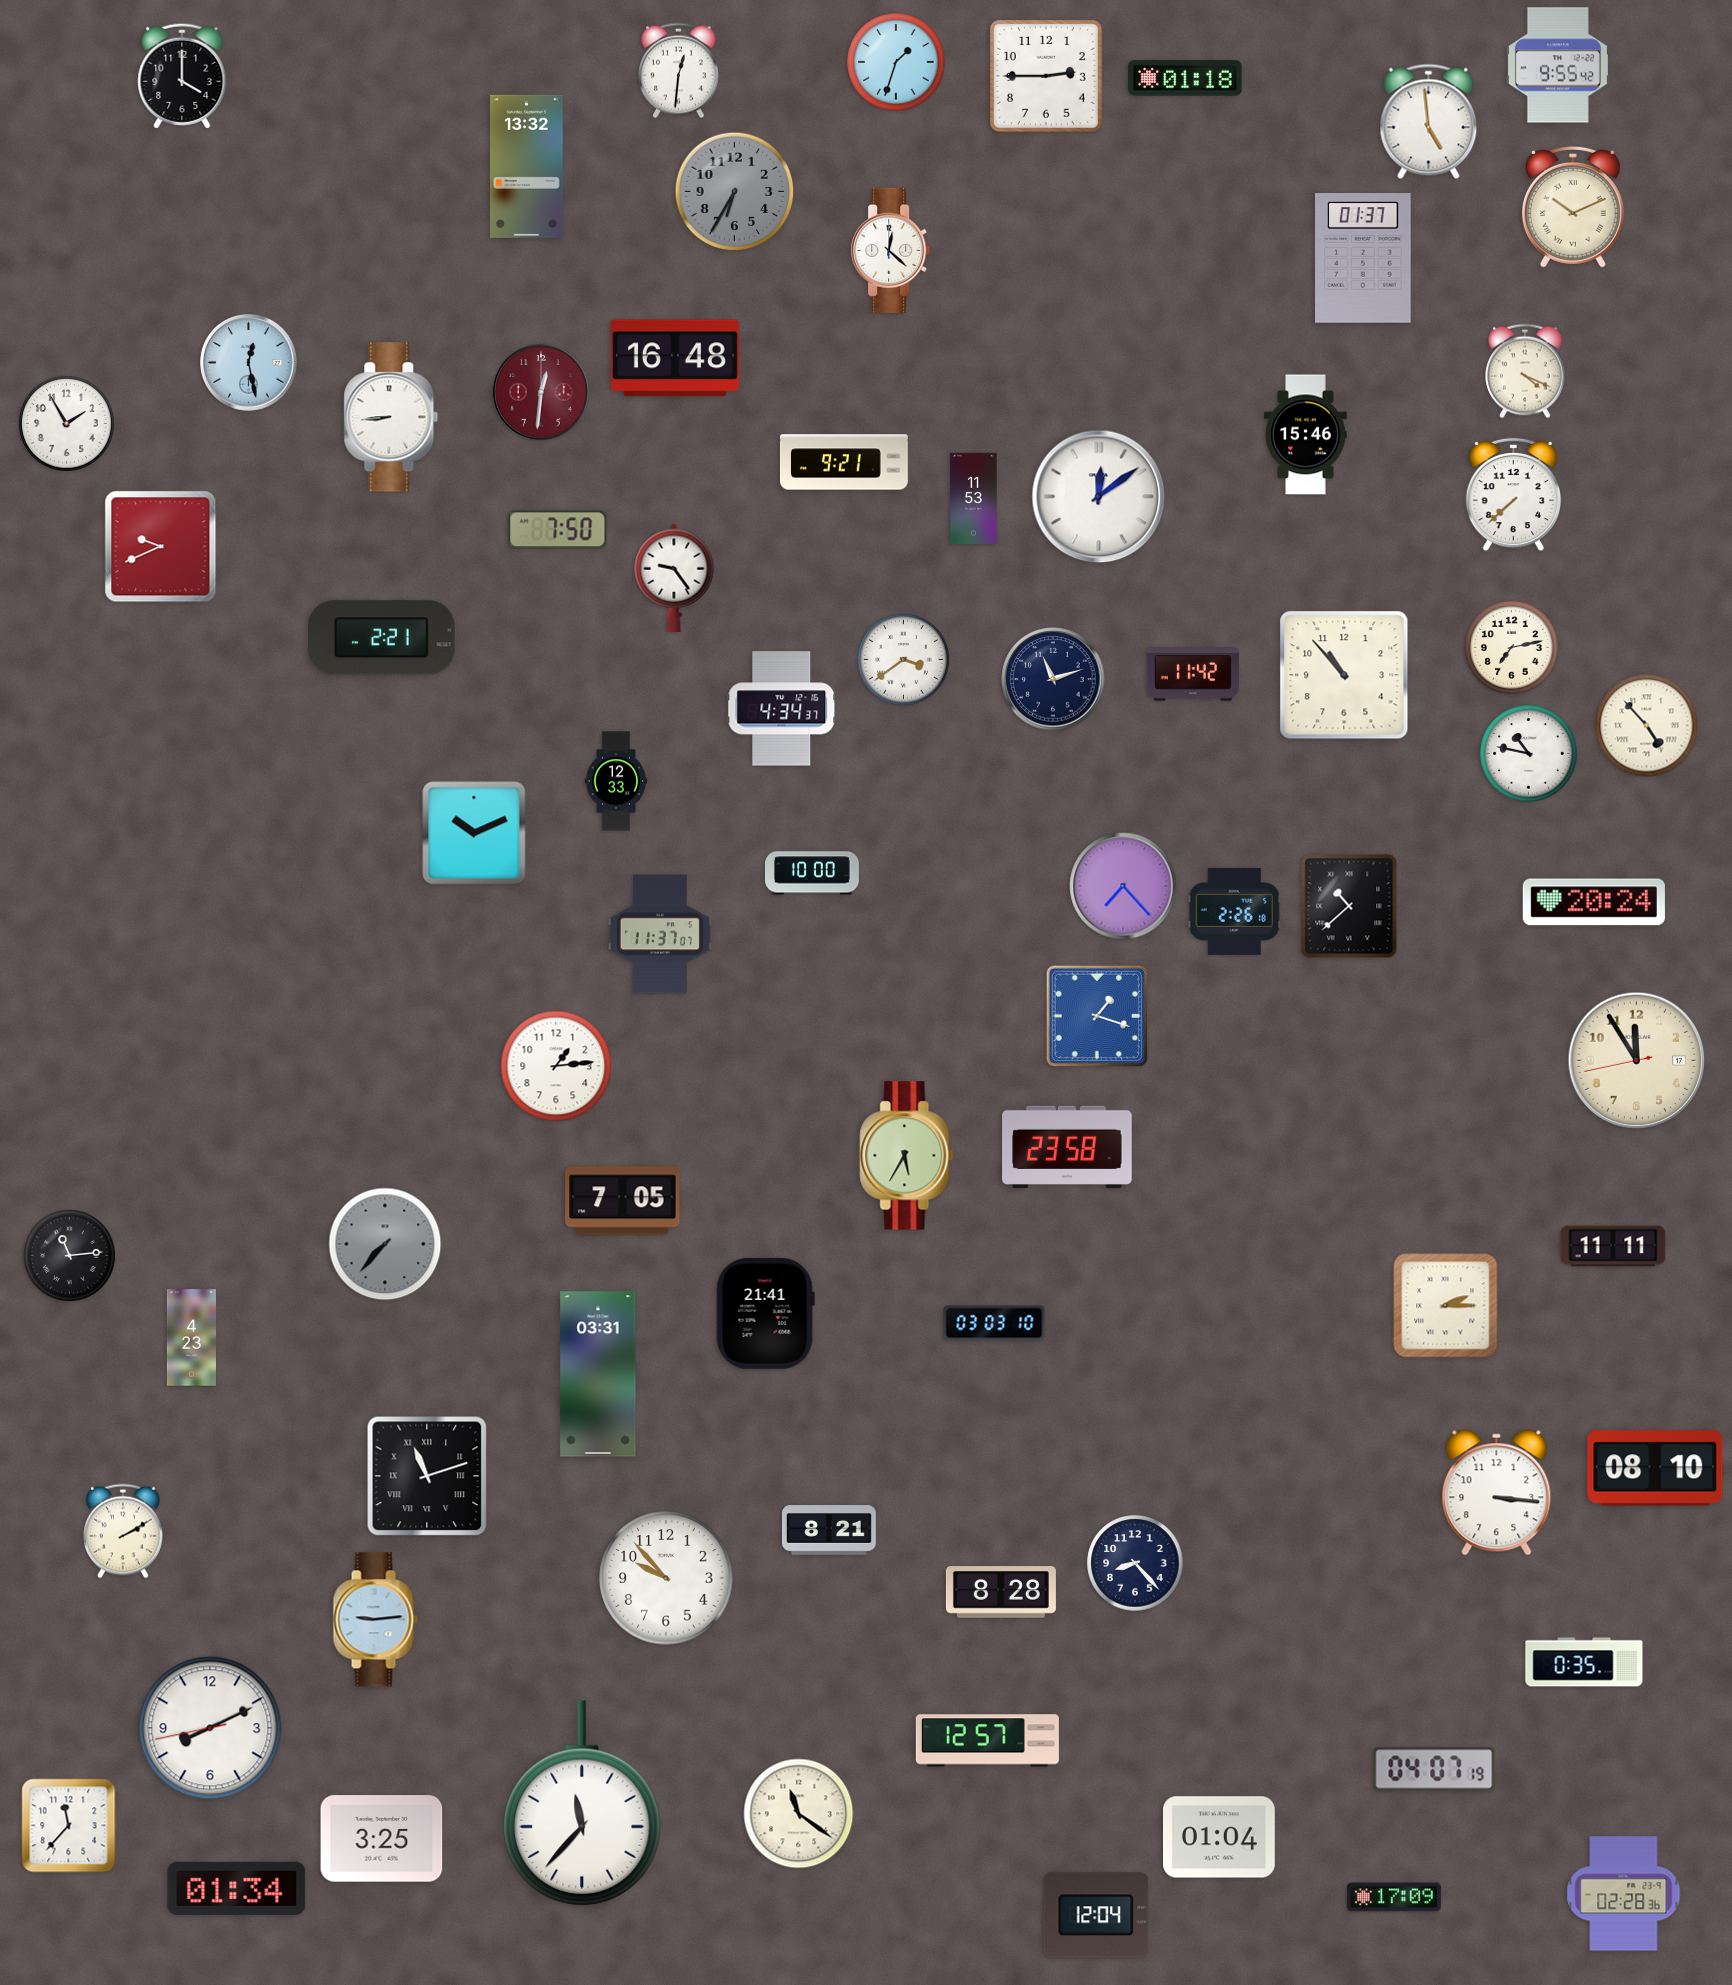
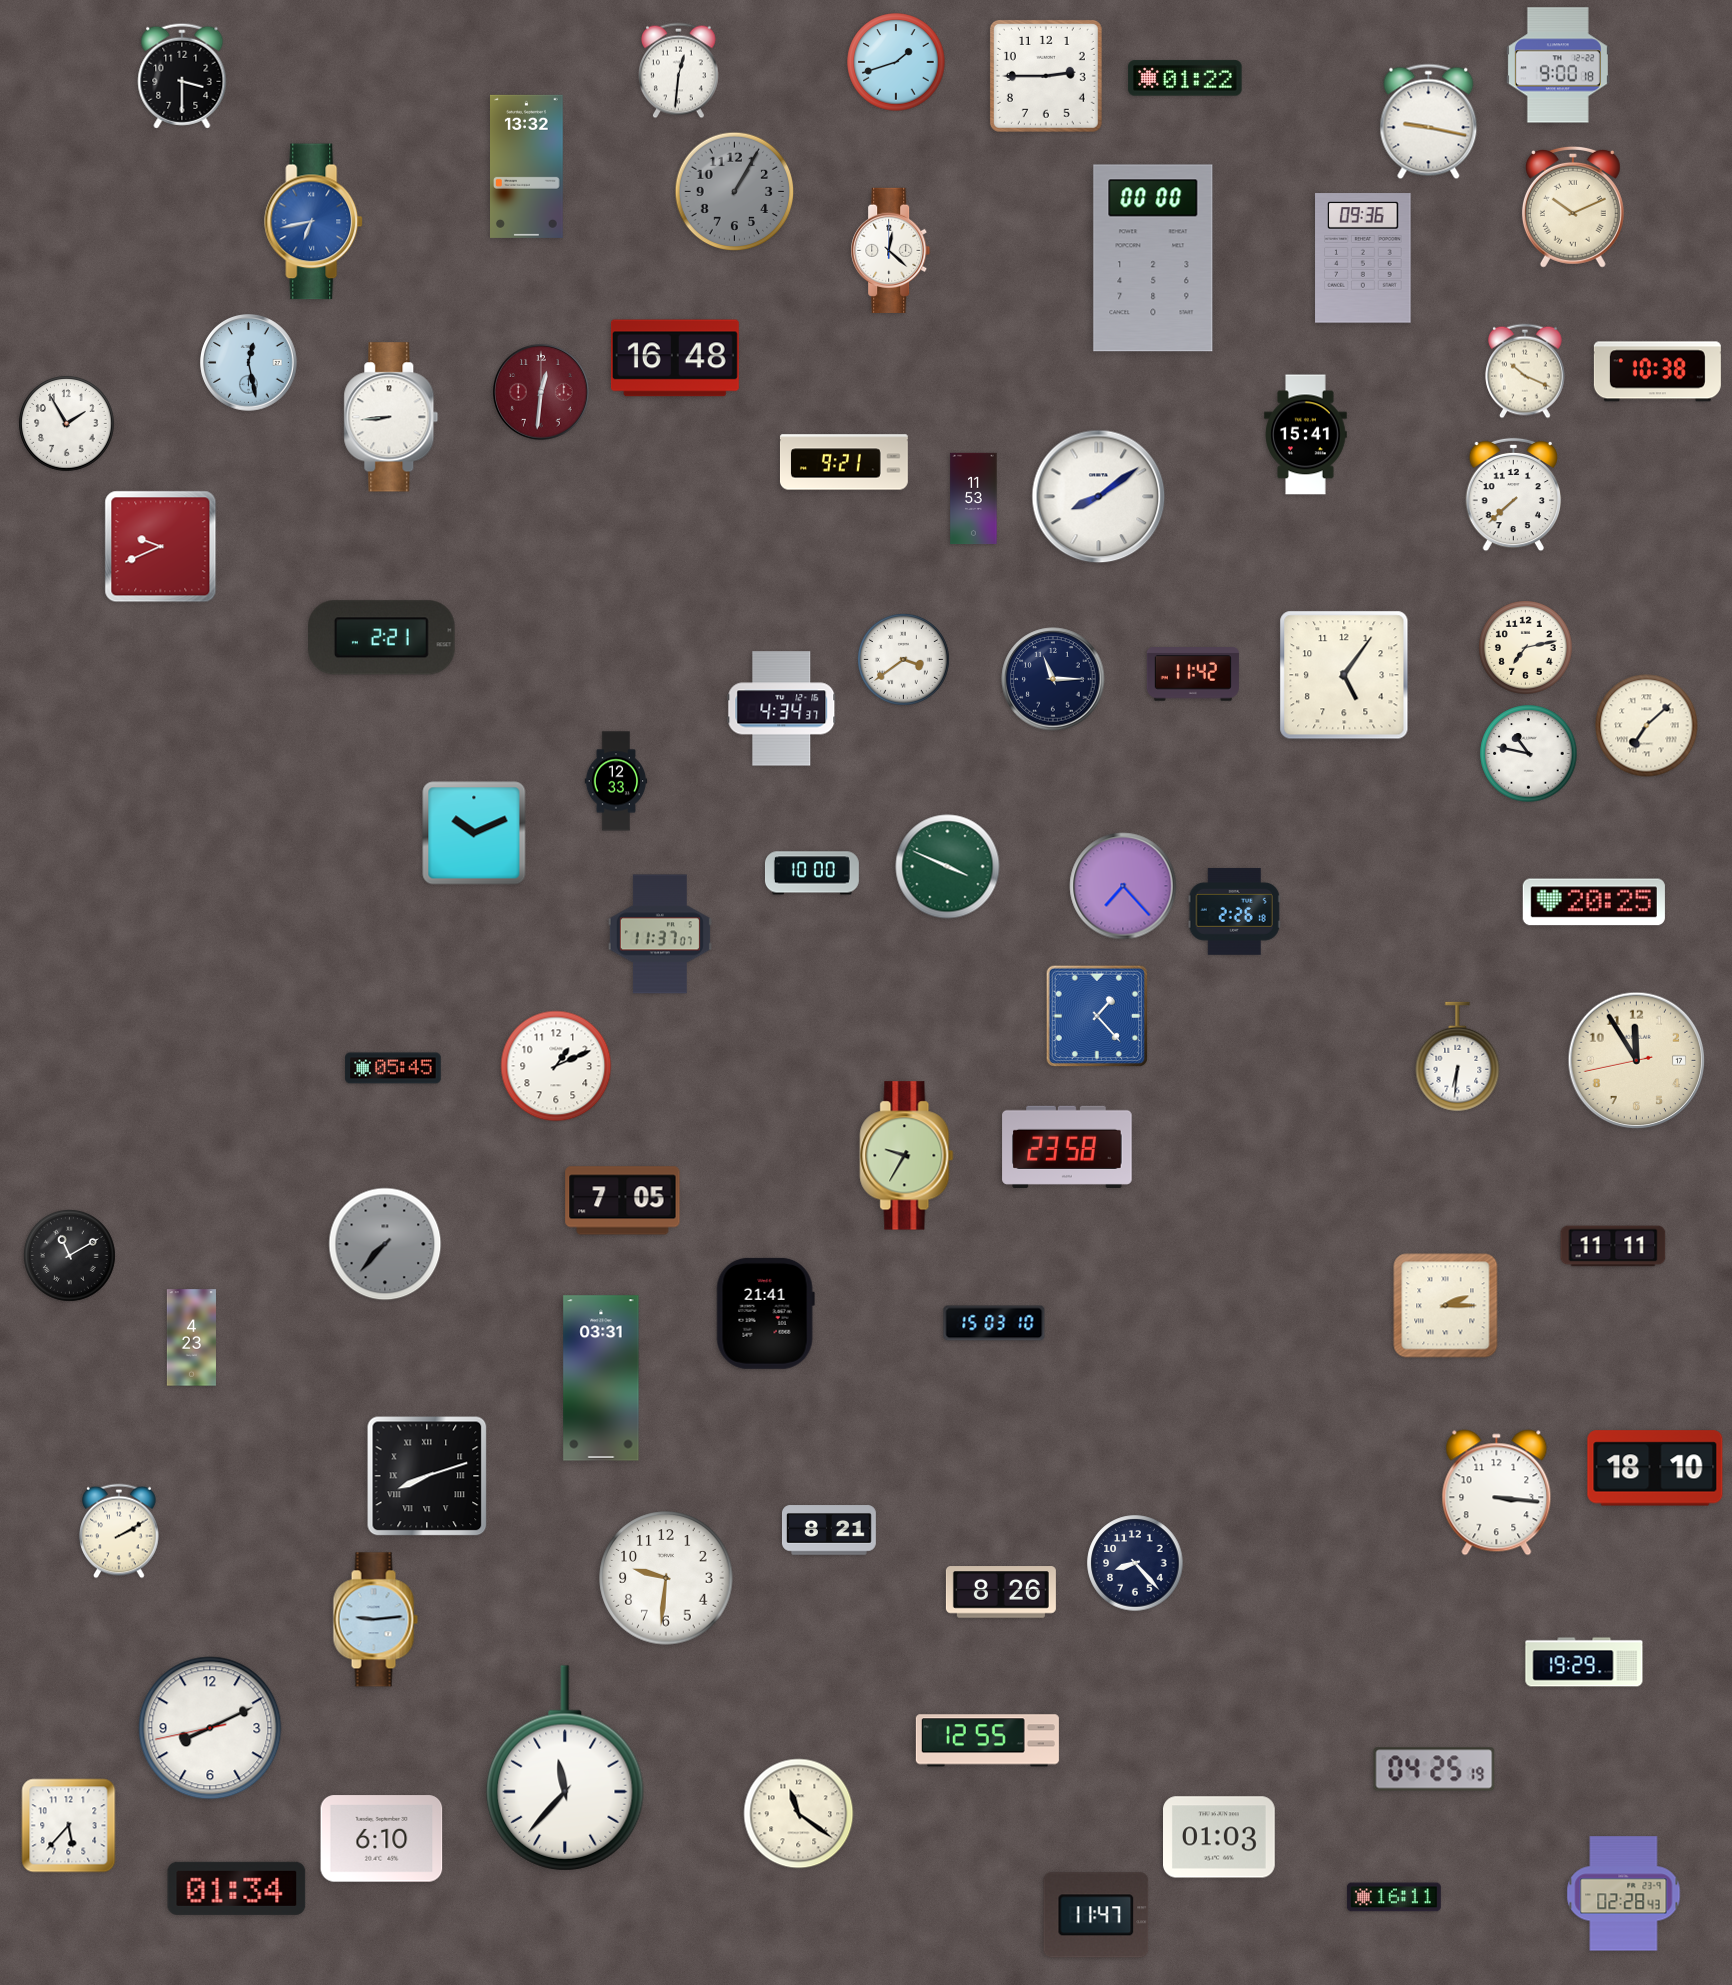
clock at (896, 62): 1:33 -> 1:42
clock at (1558, 65): 9:55 -> 9:00
clock at (182, 76): 4:00 -> 3:30
clock at (1185, 78): 01:18 -> 01:22
clock at (1429, 122): 4:59 -> 9:17
clock at (735, 192): 6:35 -> 1:05
clock at (314, 222): none -> 6:43
clock at (1153, 258): none -> 00:00
clock at (1363, 258): 01:37 -> 09:36
clock at (1525, 371): 4:19 -> 10:19
clock at (1657, 372): none -> 10:38
clock at (1306, 435): 15:46 -> 15:41
clock at (1099, 497): 12:09 -> 8:09
clock at (558, 530): 7:50 -> none
clock at (674, 578): 9:24 -> none
clock at (1512, 648) position: (1512, 648) -> (1526, 648)
clock at (1344, 675): 10:53 -> 5:06
clock at (1053, 679): 11:12 -> 11:15
clock at (1647, 726): 4:53 -> 7:08
clock at (948, 867): none -> 3:49
clock at (1594, 902): 20:24 -> 20:25
clock at (1349, 906): 10:38 -> none
clock at (1097, 1016): 1:18 -> 1:23
clock at (1458, 1057): none -> 6:31
clock at (556, 1066): 1:14 -> 1:11
clock at (393, 1068): none -> 05:45
clock at (907, 1156): 5:35 -> 9:35
clock at (69, 1255): 11:14 -> 11:10
clock at (994, 1323): 03:03 -> 15:03
clock at (598, 1374) position: (598, 1374) -> (601, 1378)
clock at (1655, 1468): 08:10 -> 18:10
clock at (427, 1476): 11:12 -> 8:12
clock at (123, 1531) position: (123, 1531) -> (119, 1531)
clock at (666, 1578): 9:53 -> 9:31
clock at (1001, 1592): 8:28 -> 8:26
clock at (1584, 1662): 0:35 -> 19:29
clock at (987, 1741): 12:57 -> 12:55
clock at (1434, 1769): 04:07 -> 04:25
clock at (582, 1803) position: (582, 1803) -> (565, 1768)
clock at (69, 1826): 11:37 -> 5:37
clock at (1220, 1837): 01:04 -> 01:03
clock at (382, 1839): 3:25 -> 6:10
clock at (1624, 1894): 02:28:36 -> 02:28:43
clock at (1394, 1897): 17:09 -> 16:11
clock at (1096, 1915): 12:04 -> 11:47
